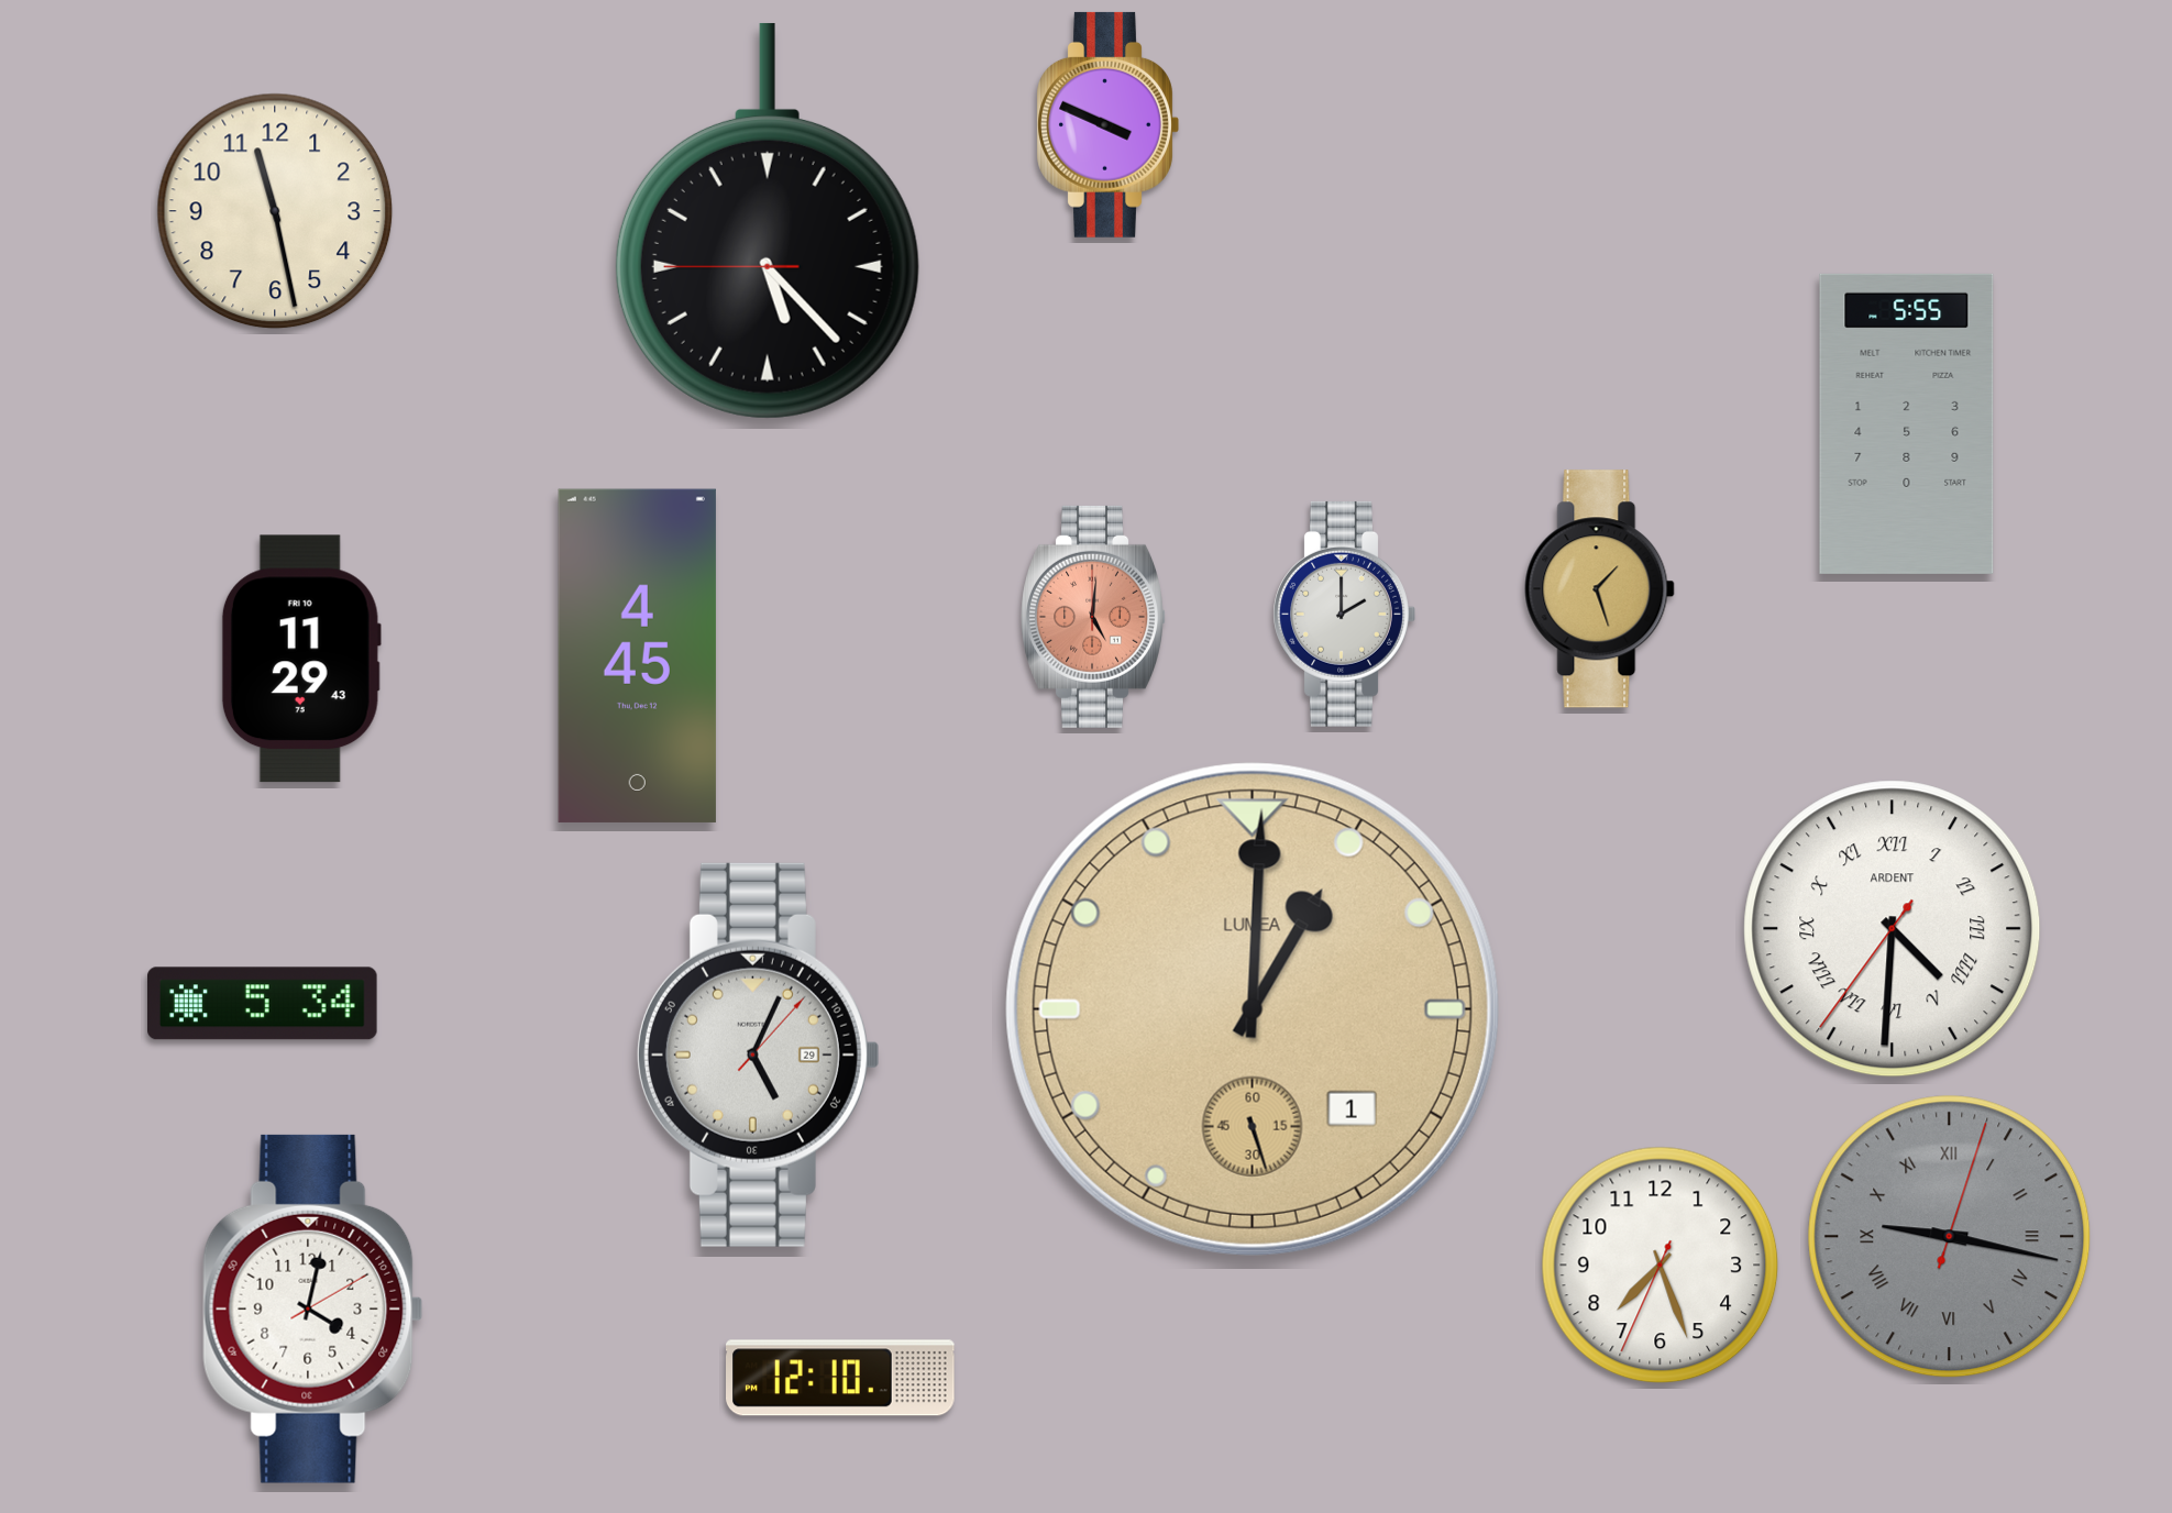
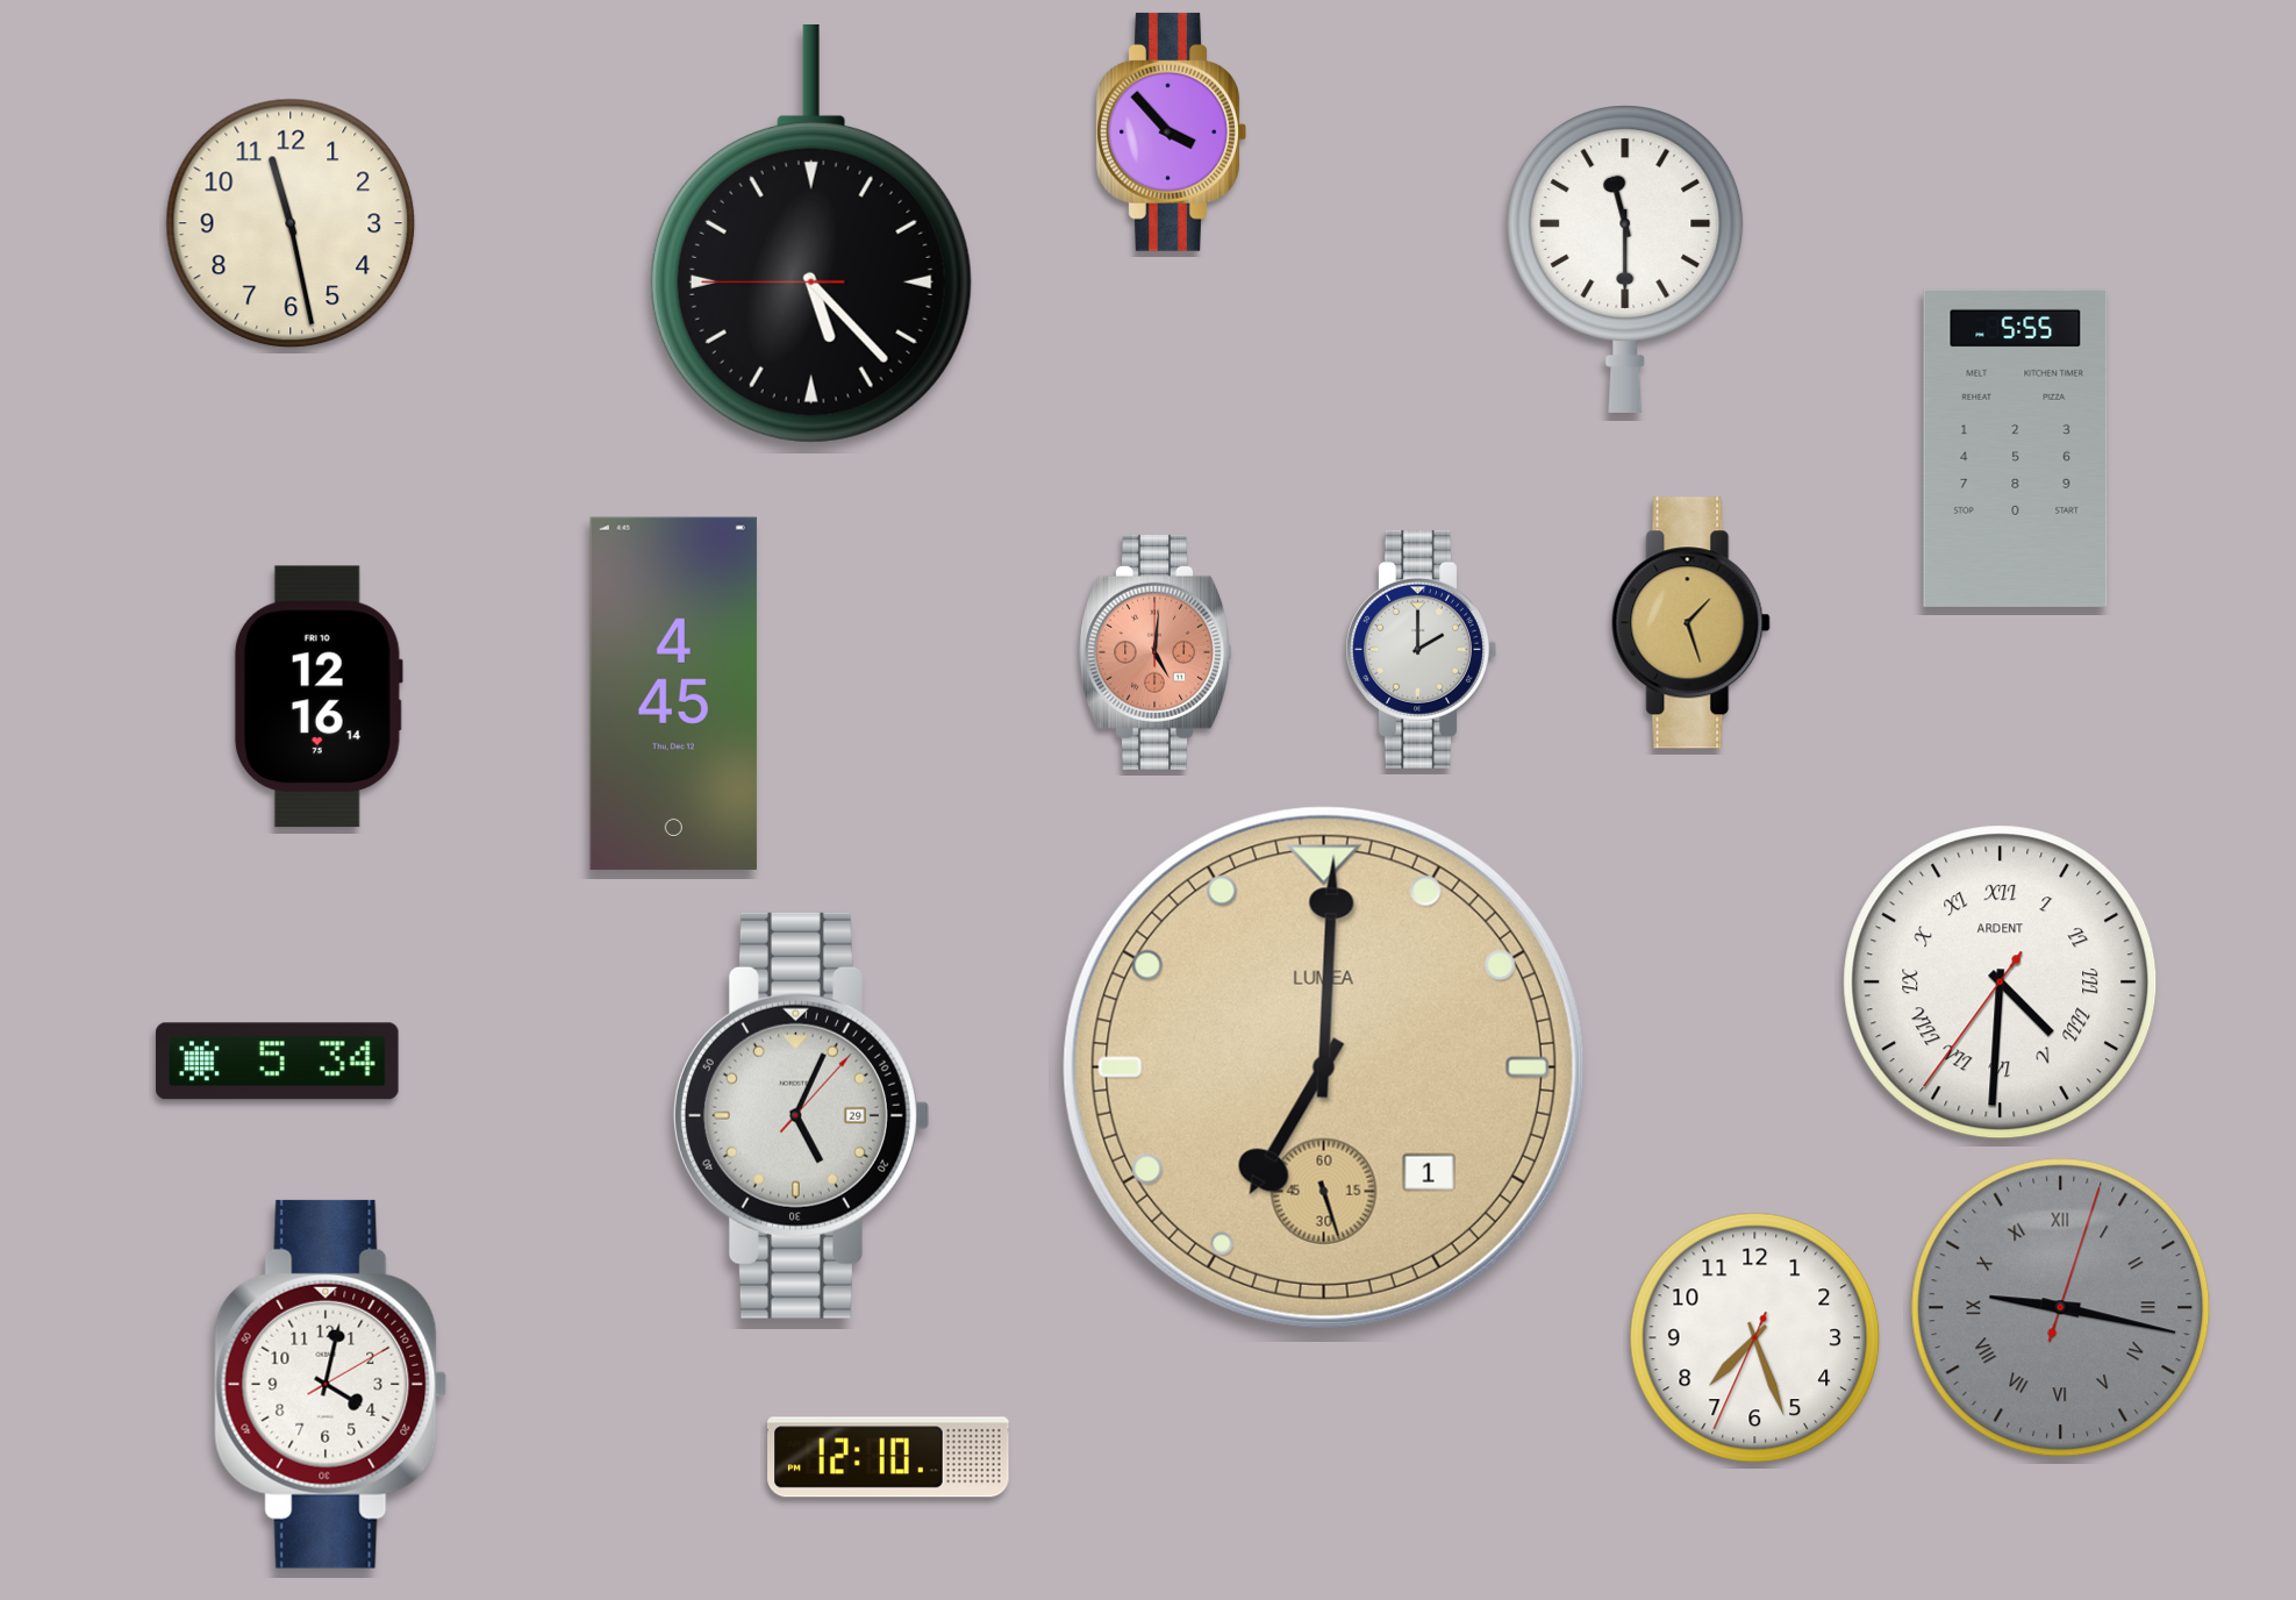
clock at (1107, 124): 3:49 -> 3:53
clock at (1625, 259): none -> 11:30
clock at (301, 659): 11:29 -> 12:16
clock at (1253, 1009): 1:00 -> 7:00
